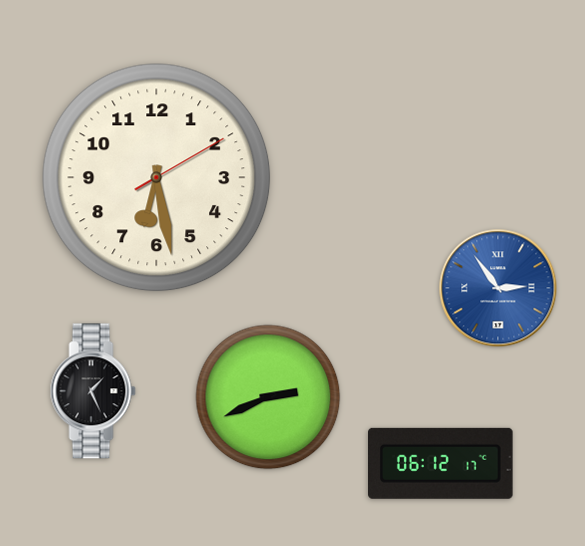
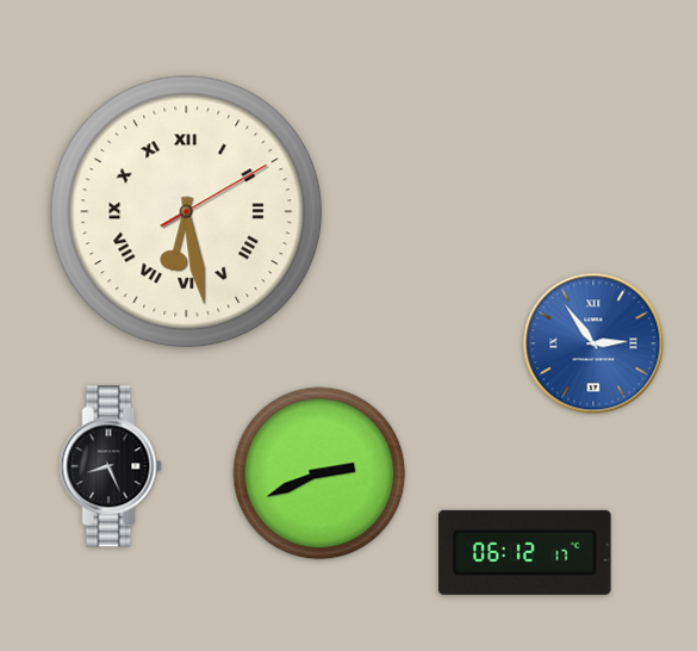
clock at (157, 178) numerals: Arabic -> Roman
clock at (93, 391): 1:26 -> 8:26
